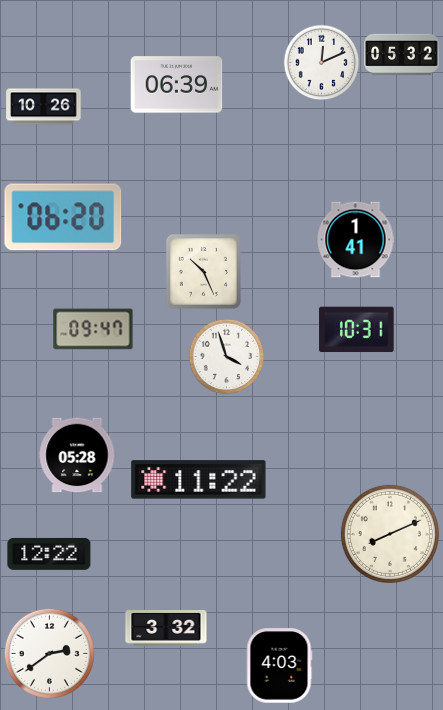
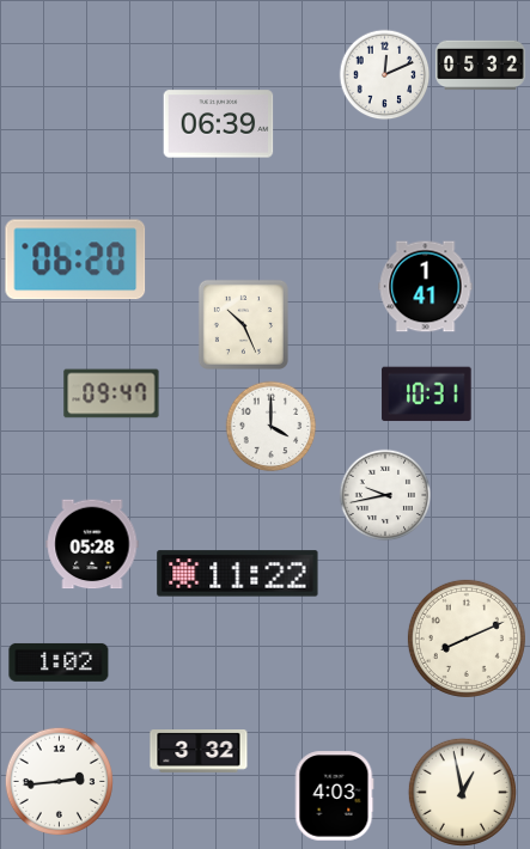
clock at (177, 85) position: (177, 85) -> (219, 124)
clock at (44, 107): 10:26 -> none
clock at (227, 357): 3:57 -> 4:00
clock at (385, 495): none -> 9:43
clock at (49, 554): 12:22 -> 1:02
clock at (49, 653): 2:39 -> 2:44
clock at (462, 792): none -> 12:58
